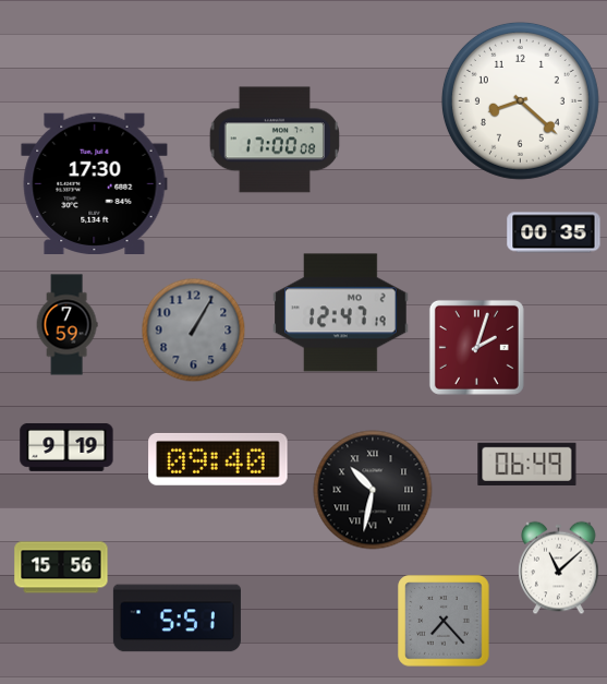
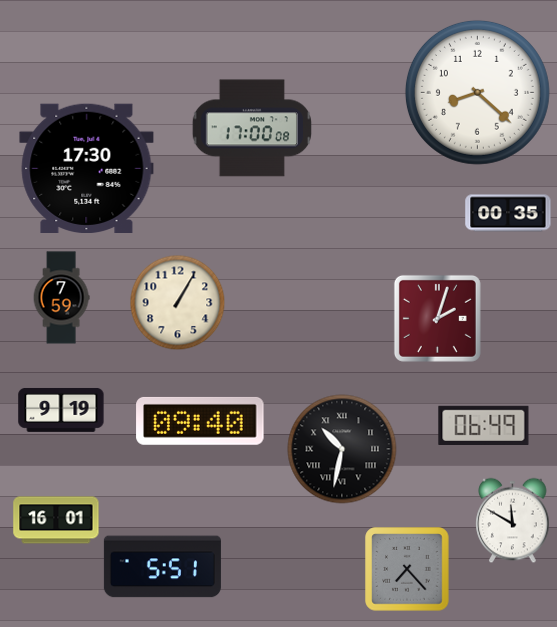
clock at (341, 313): 12:47 -> none
clock at (193, 329) dial: grey -> cream
clock at (61, 567): 15:56 -> 16:01
clock at (559, 567): 11:08 -> 11:50
